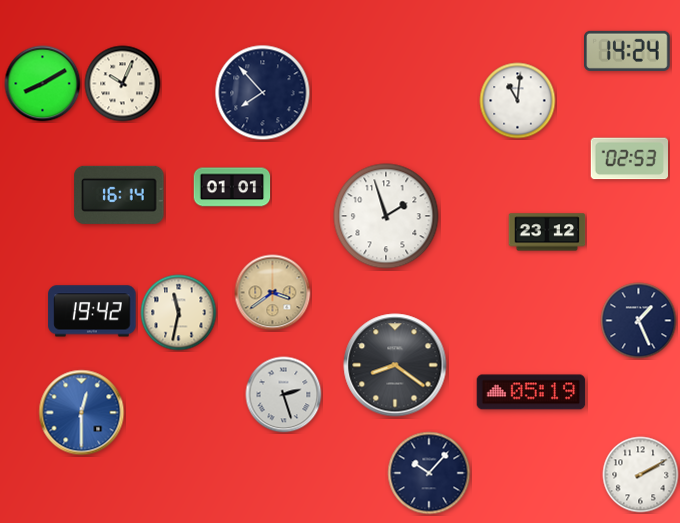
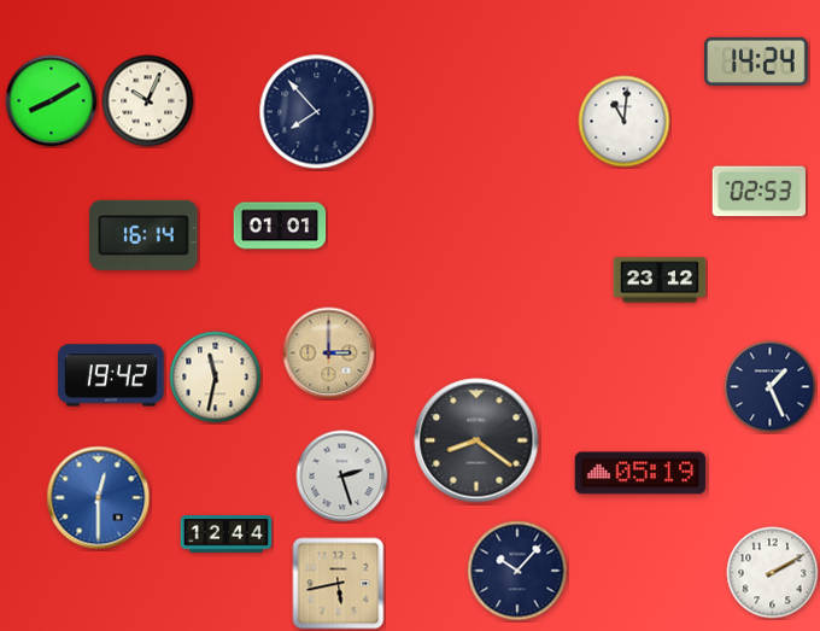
clock at (386, 216): 1:57 -> none
clock at (273, 293): 3:39 -> 3:00
clock at (227, 534): none -> 12:44
clock at (339, 584): none -> 5:43
